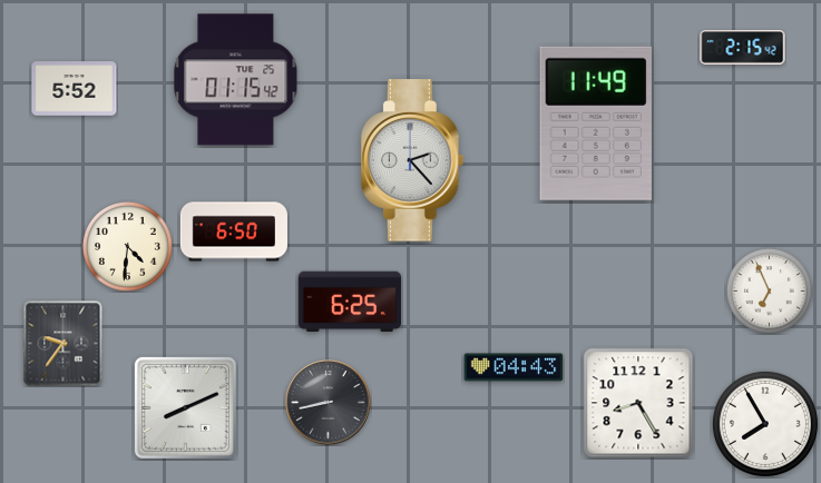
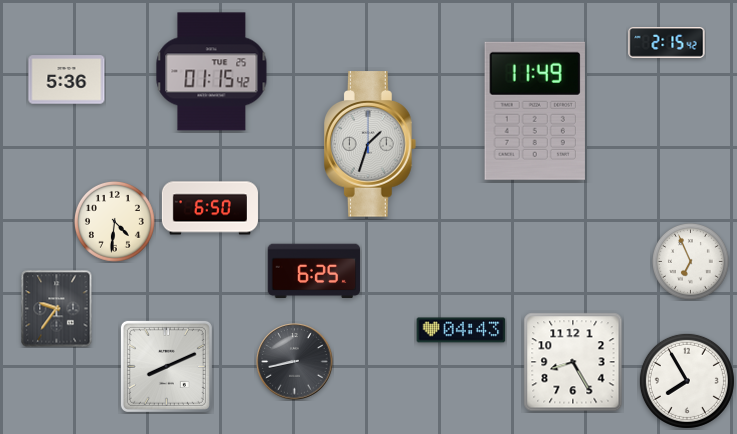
clock at (75, 89): 5:52 -> 5:36
clock at (413, 160): 2:23 -> 1:33
